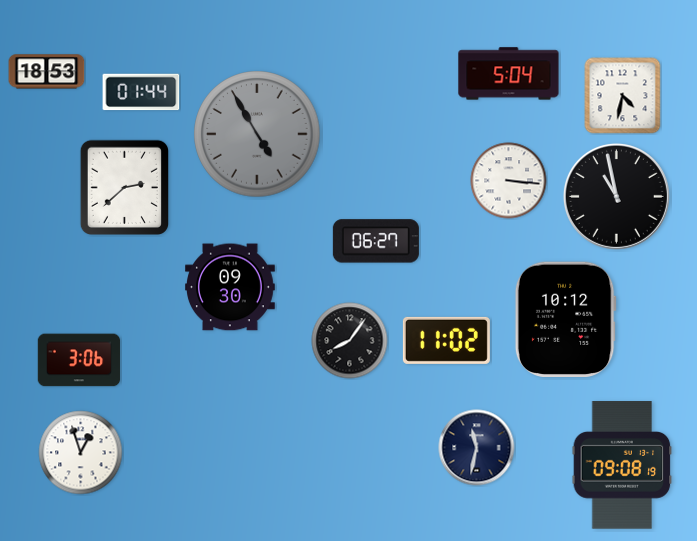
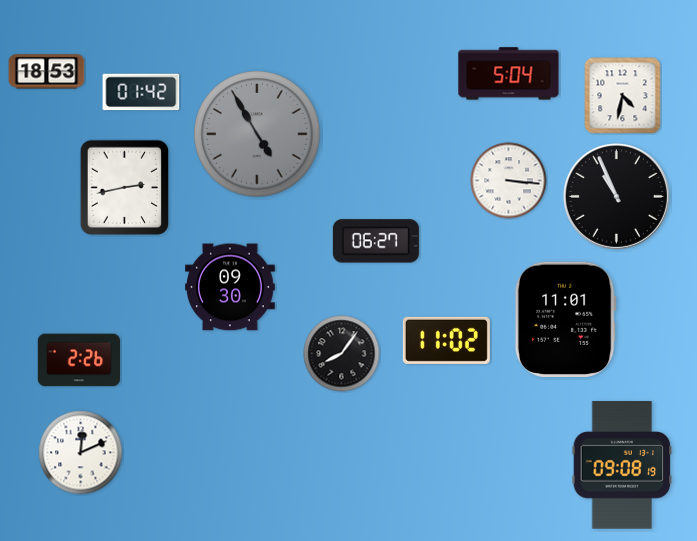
clock at (141, 92): 01:44 -> 01:42
clock at (124, 187): 2:38 -> 2:43
clock at (616, 196): 10:58 -> 10:56
clock at (565, 320): 10:12 -> 11:01
clock at (350, 341) position: (350, 341) -> (342, 354)
clock at (79, 360): 3:06 -> 2:26
clock at (477, 448): 11:32 -> none
clock at (81, 453): 12:57 -> 12:11
